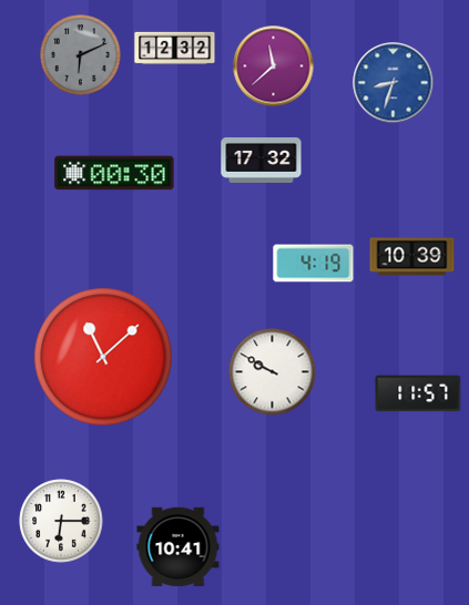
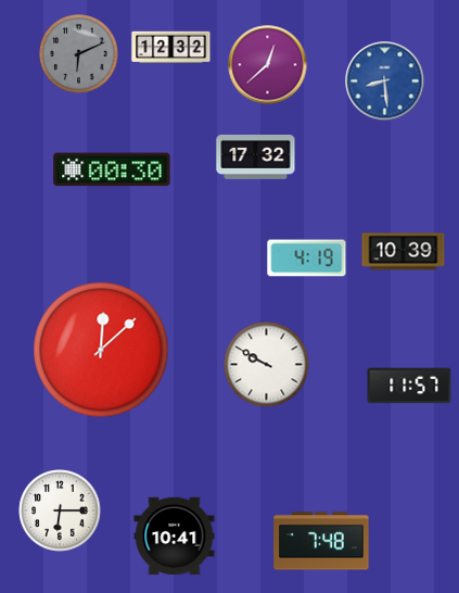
clock at (274, 66): 11:38 -> 12:38
clock at (394, 83): 8:33 -> 8:29
clock at (103, 357): 11:08 -> 12:08
clock at (321, 541): none -> 7:48
